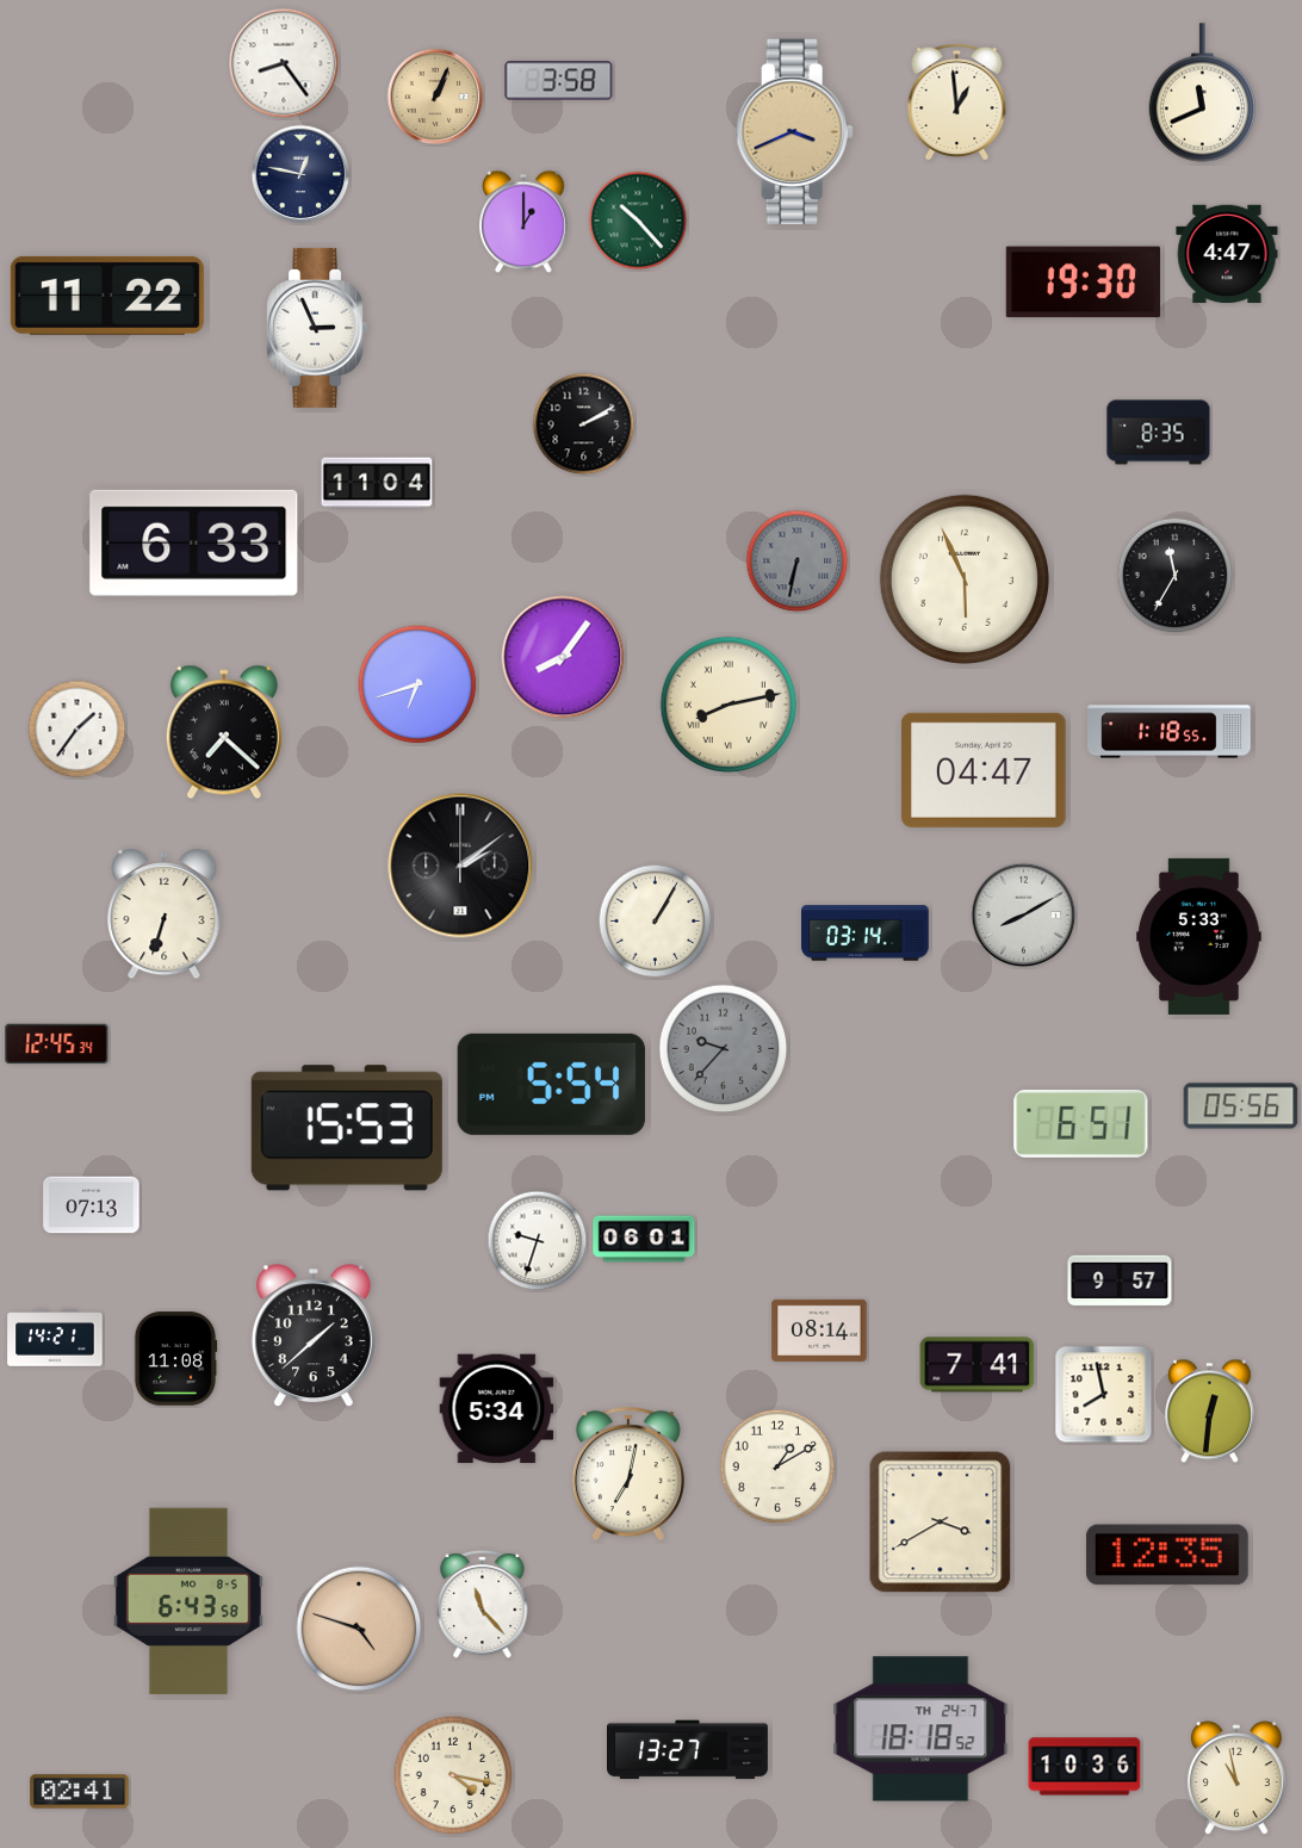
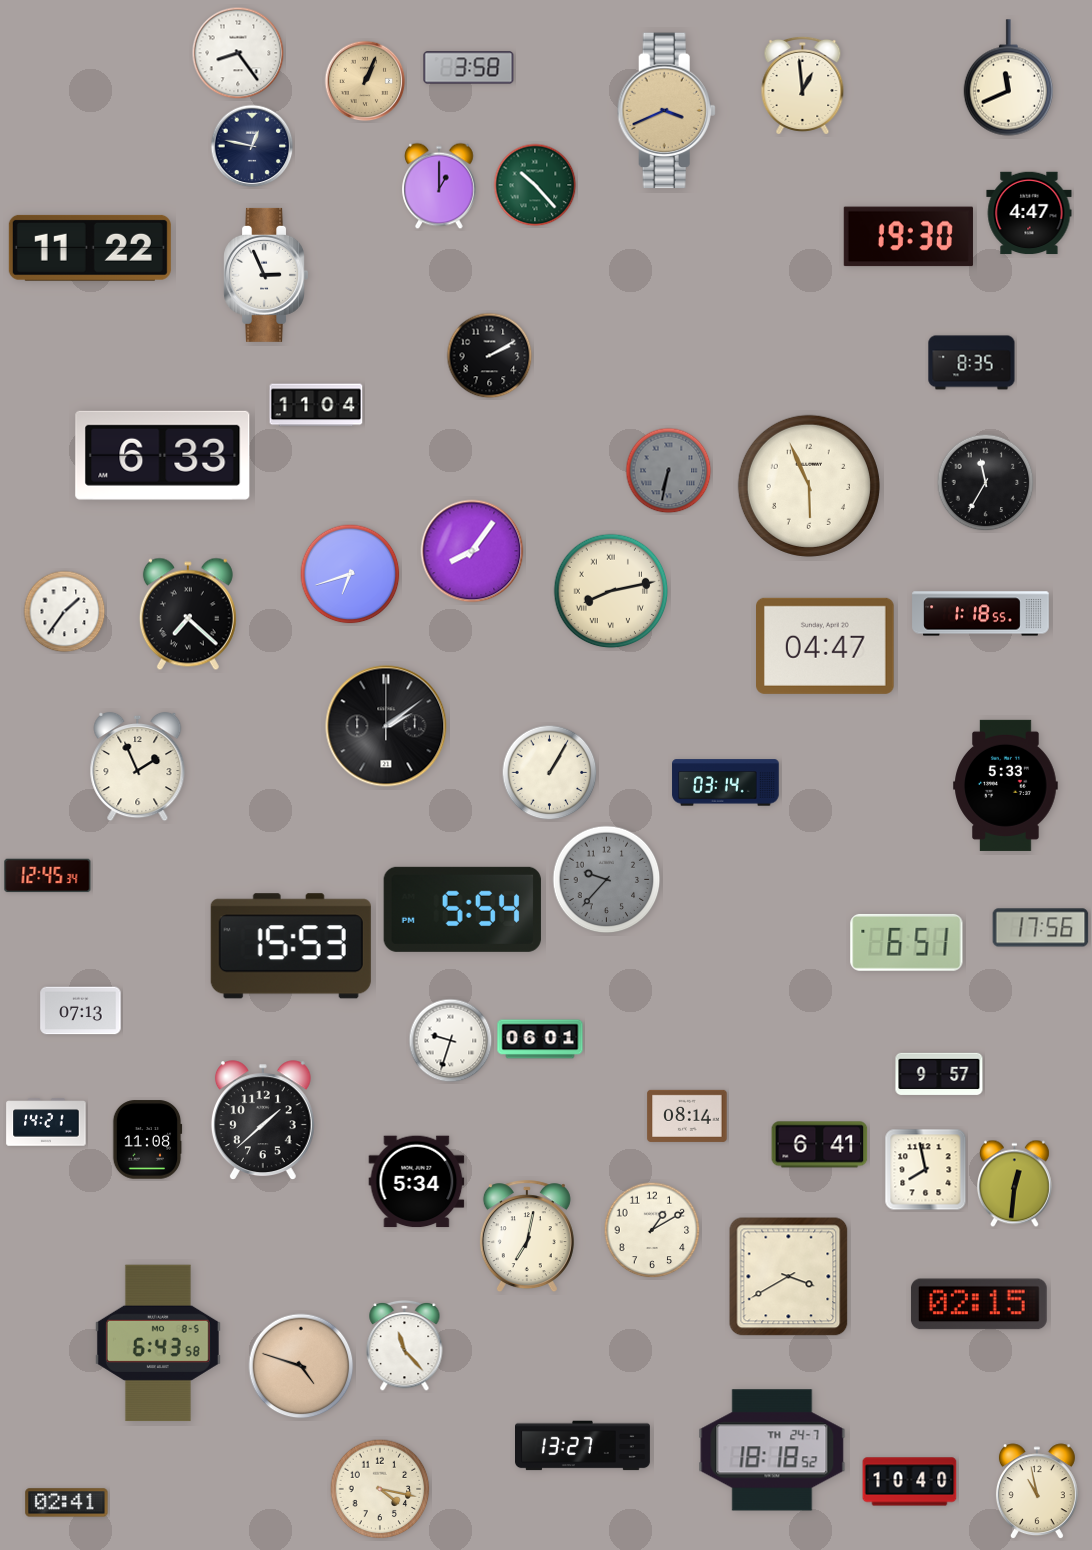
clock at (165, 914): 6:33 -> 1:56
clock at (1024, 916): 8:10 -> none
clock at (1241, 1106): 05:56 -> 17:56
clock at (92, 1205) position: (92, 1205) -> (81, 1011)
clock at (978, 1365): 7:41 -> 6:41
clock at (1167, 1555): 12:35 -> 02:15
clock at (688, 1750) position: (688, 1750) -> (583, 1446)
clock at (1085, 1767): 10:36 -> 10:40
